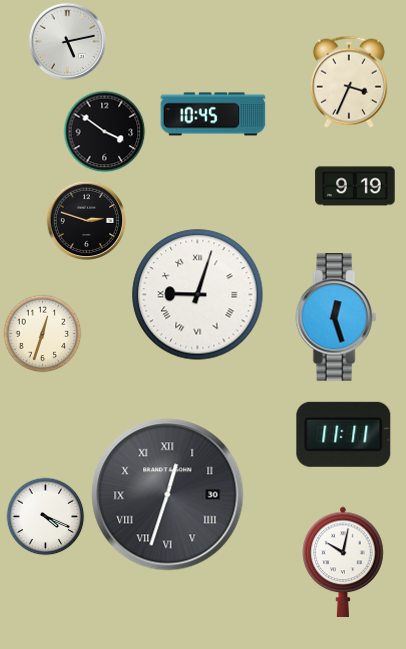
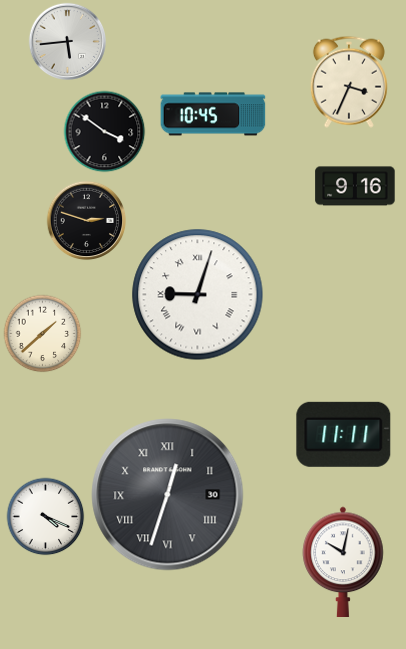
clock at (67, 41): 5:13 -> 5:44
clock at (355, 186): 9:19 -> 9:16
clock at (336, 317): 12:27 -> none
clock at (42, 333): 12:33 -> 1:38
